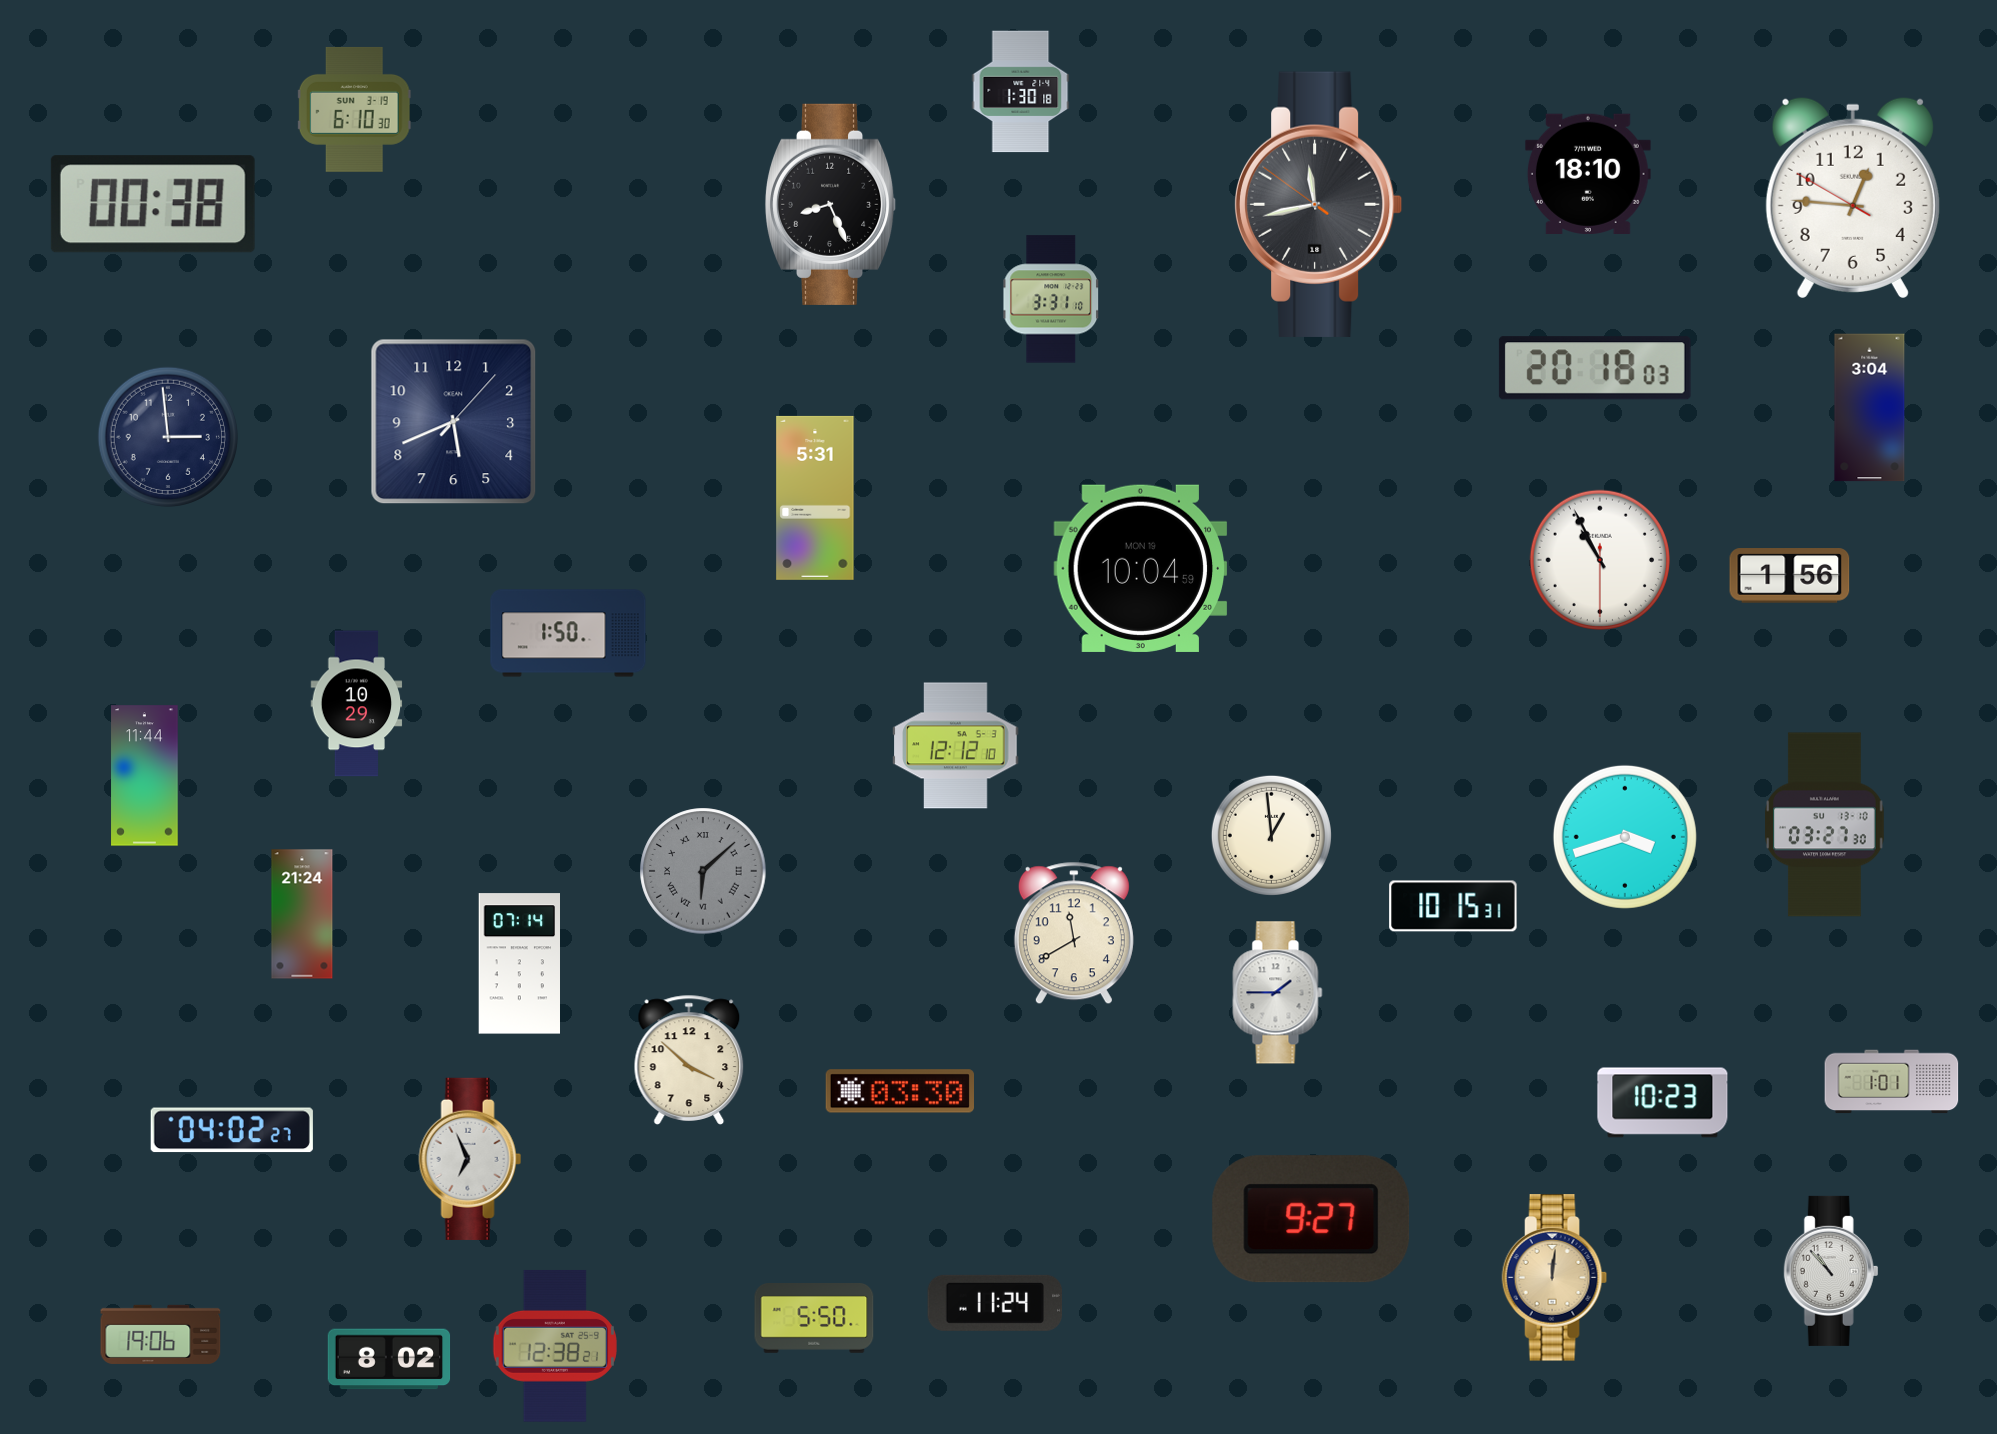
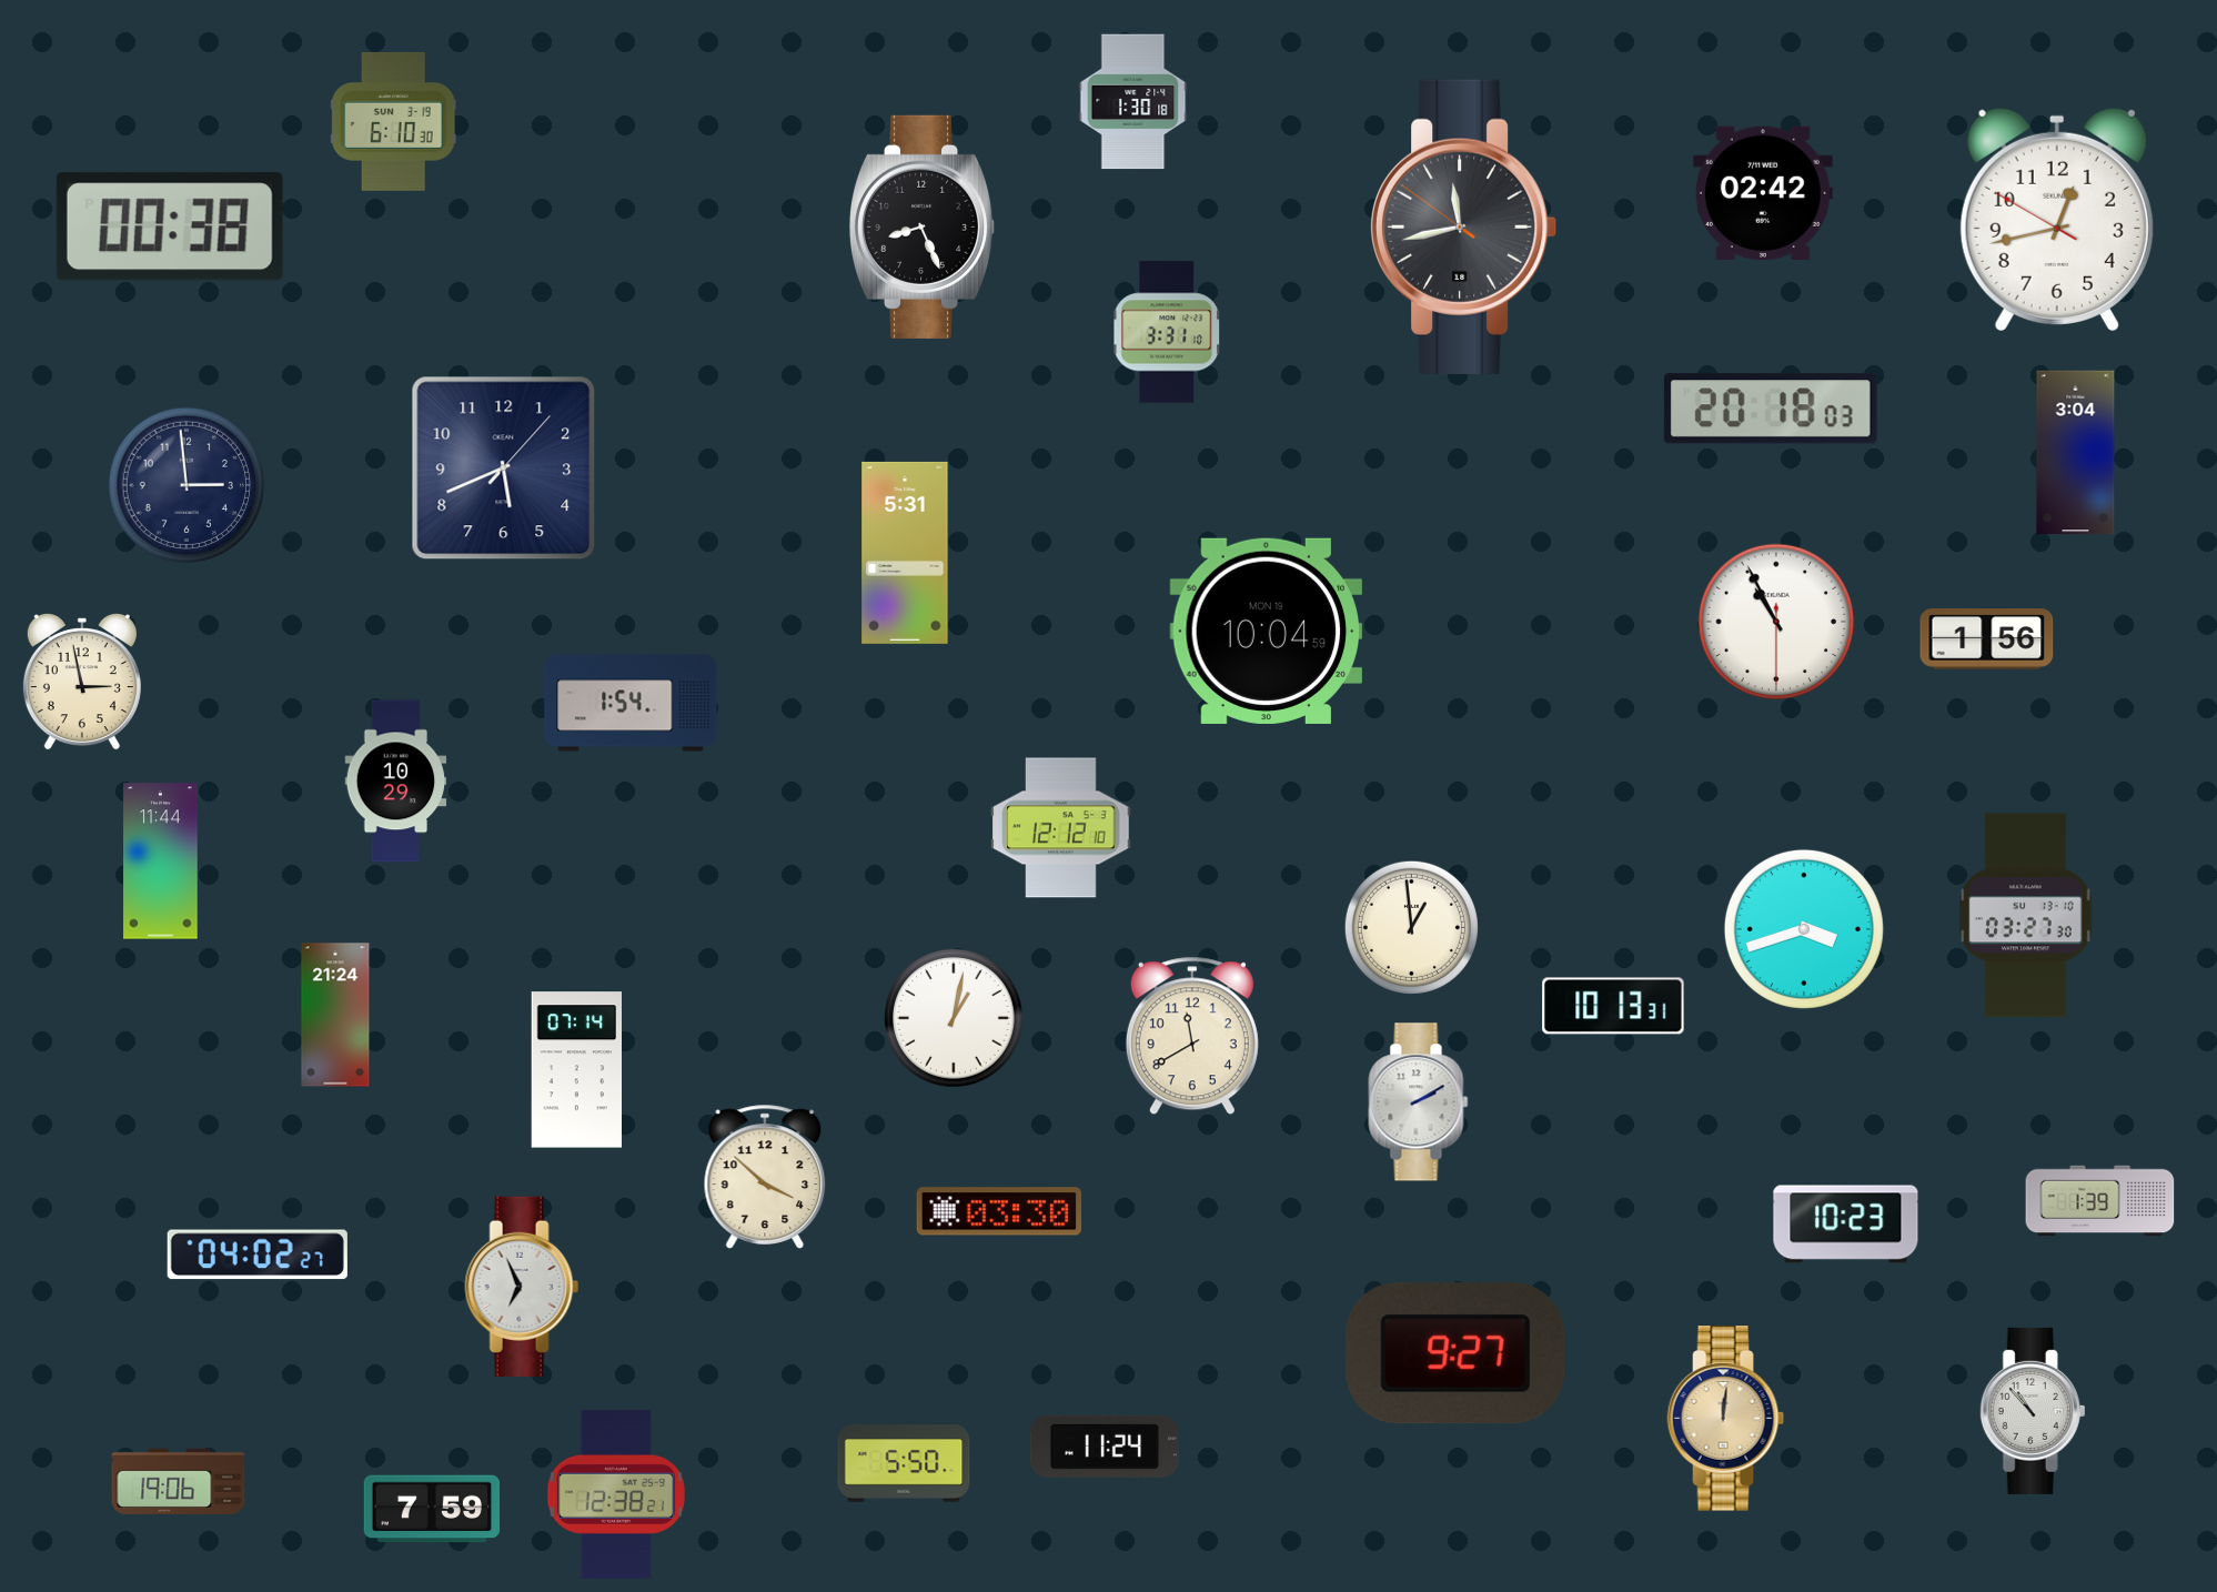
clock at (1588, 174): 18:10 -> 02:42
clock at (1853, 197): 12:45 -> 12:42
clock at (82, 682): none -> 2:58
clock at (568, 633): 1:50 -> 1:54
clock at (703, 871): 6:08 -> none
clock at (1453, 906): 10:15 -> 10:13
clock at (955, 1019): none -> 1:02
clock at (1278, 993): 1:45 -> 2:10
clock at (1892, 1082): 1:01 -> 1:39
clock at (389, 1359): 8:02 -> 7:59
